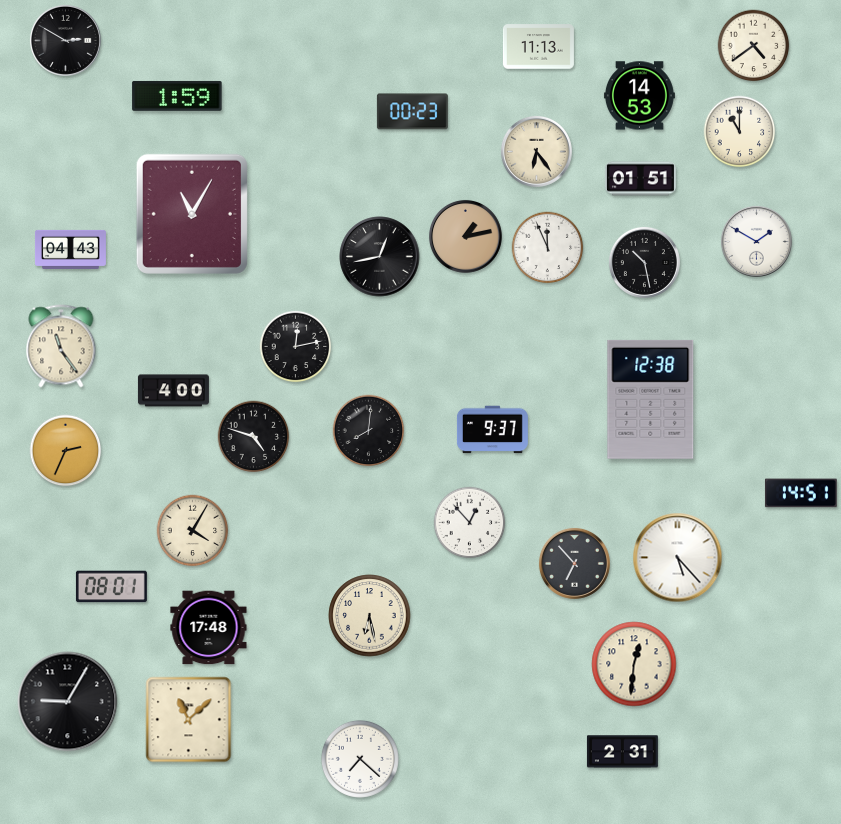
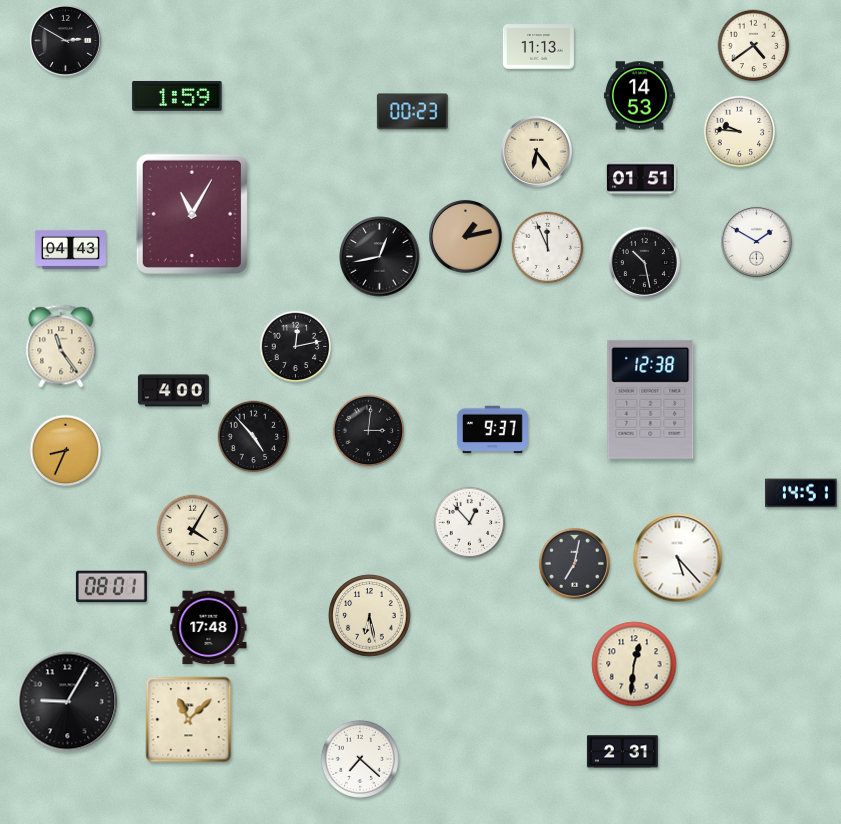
clock at (740, 132): 11:00 -> 9:46
clock at (369, 431): 8:01 -> 3:01
clock at (254, 437): 4:48 -> 4:53
clock at (66, 451): 2:34 -> 8:34
clock at (574, 563): 6:53 -> 7:02
